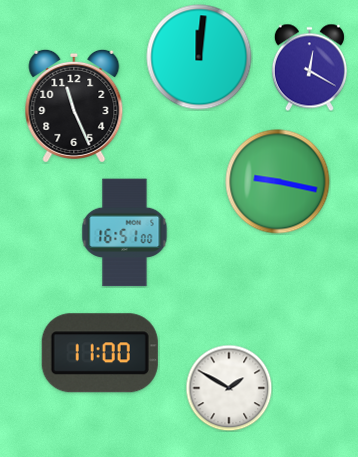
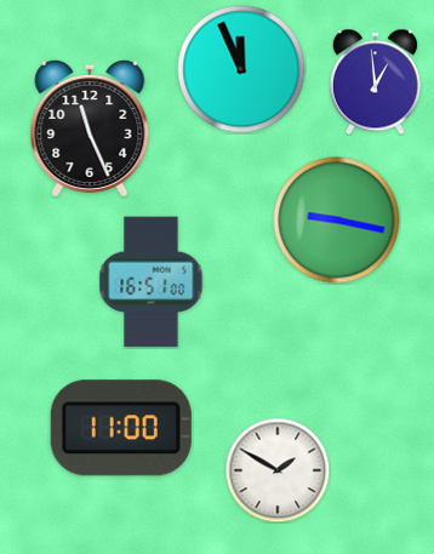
clock at (199, 57): 12:01 -> 11:56
clock at (309, 67): 12:20 -> 12:59
